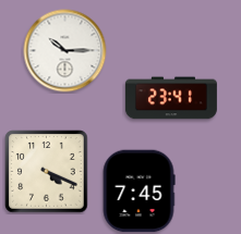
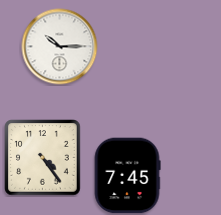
clock at (171, 98): 23:41 -> none
clock at (47, 172): 4:19 -> 4:24
